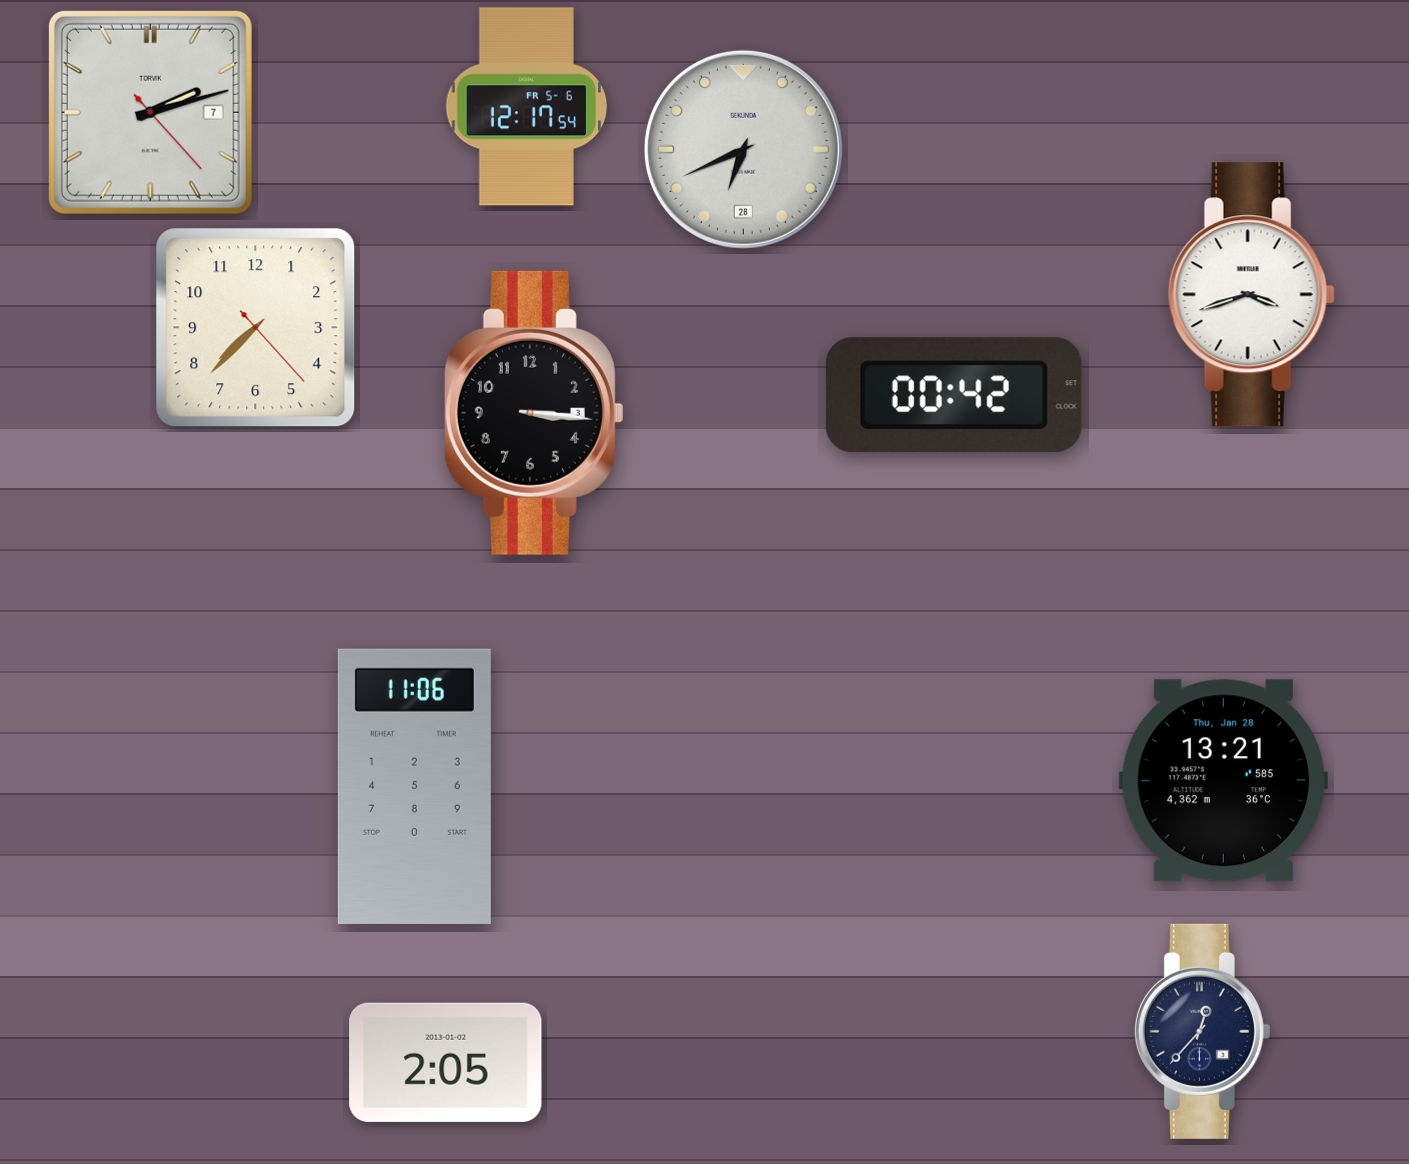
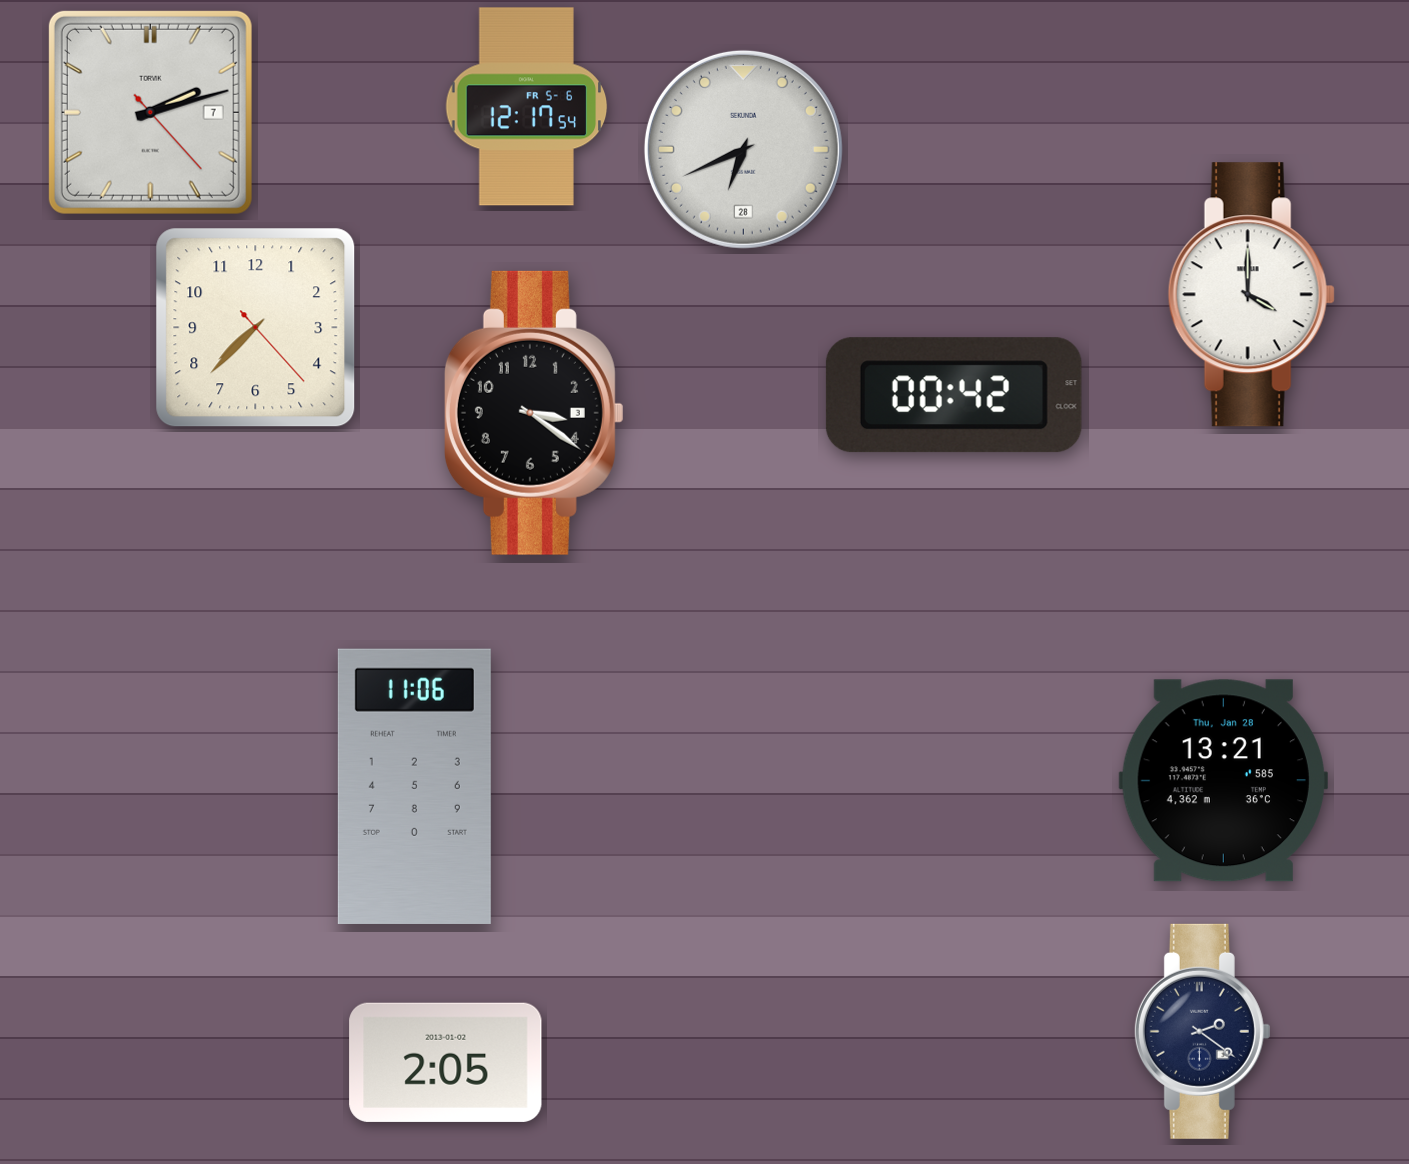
clock at (1251, 295): 3:42 -> 4:00
clock at (534, 413): 3:16 -> 3:21
clock at (1202, 1031): 12:37 -> 2:21
